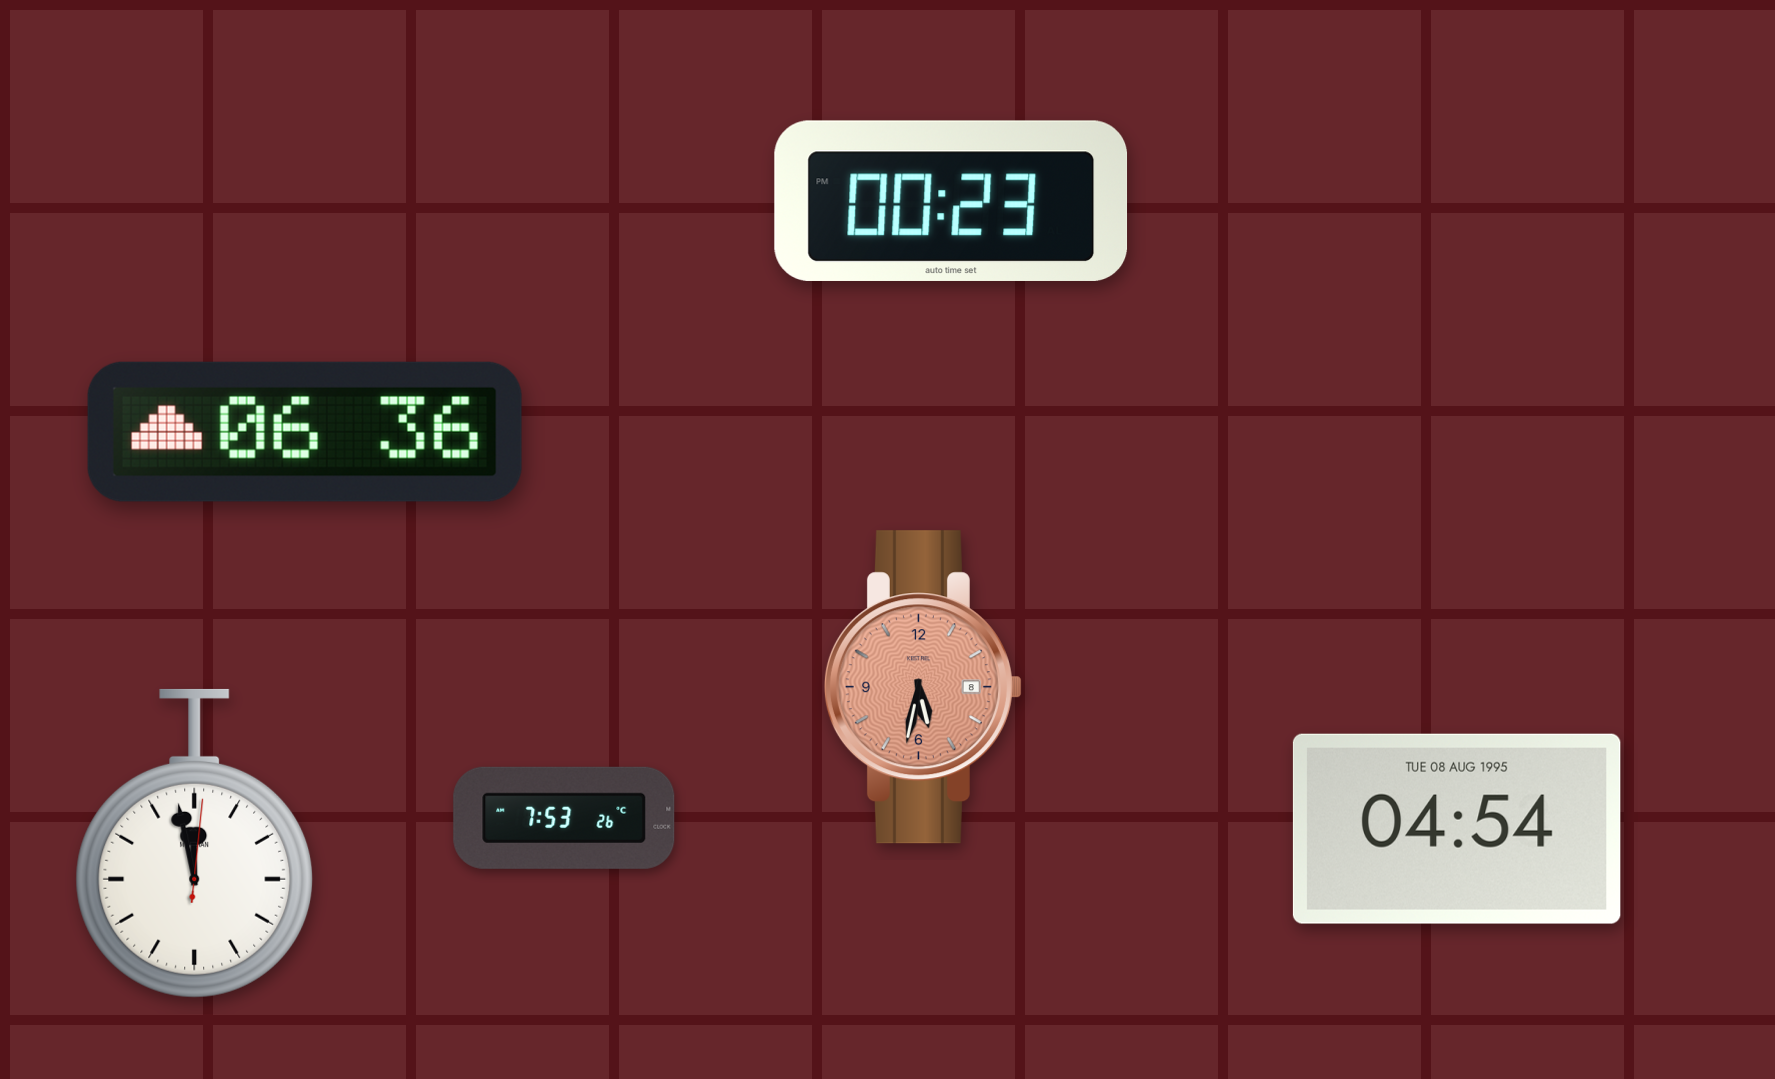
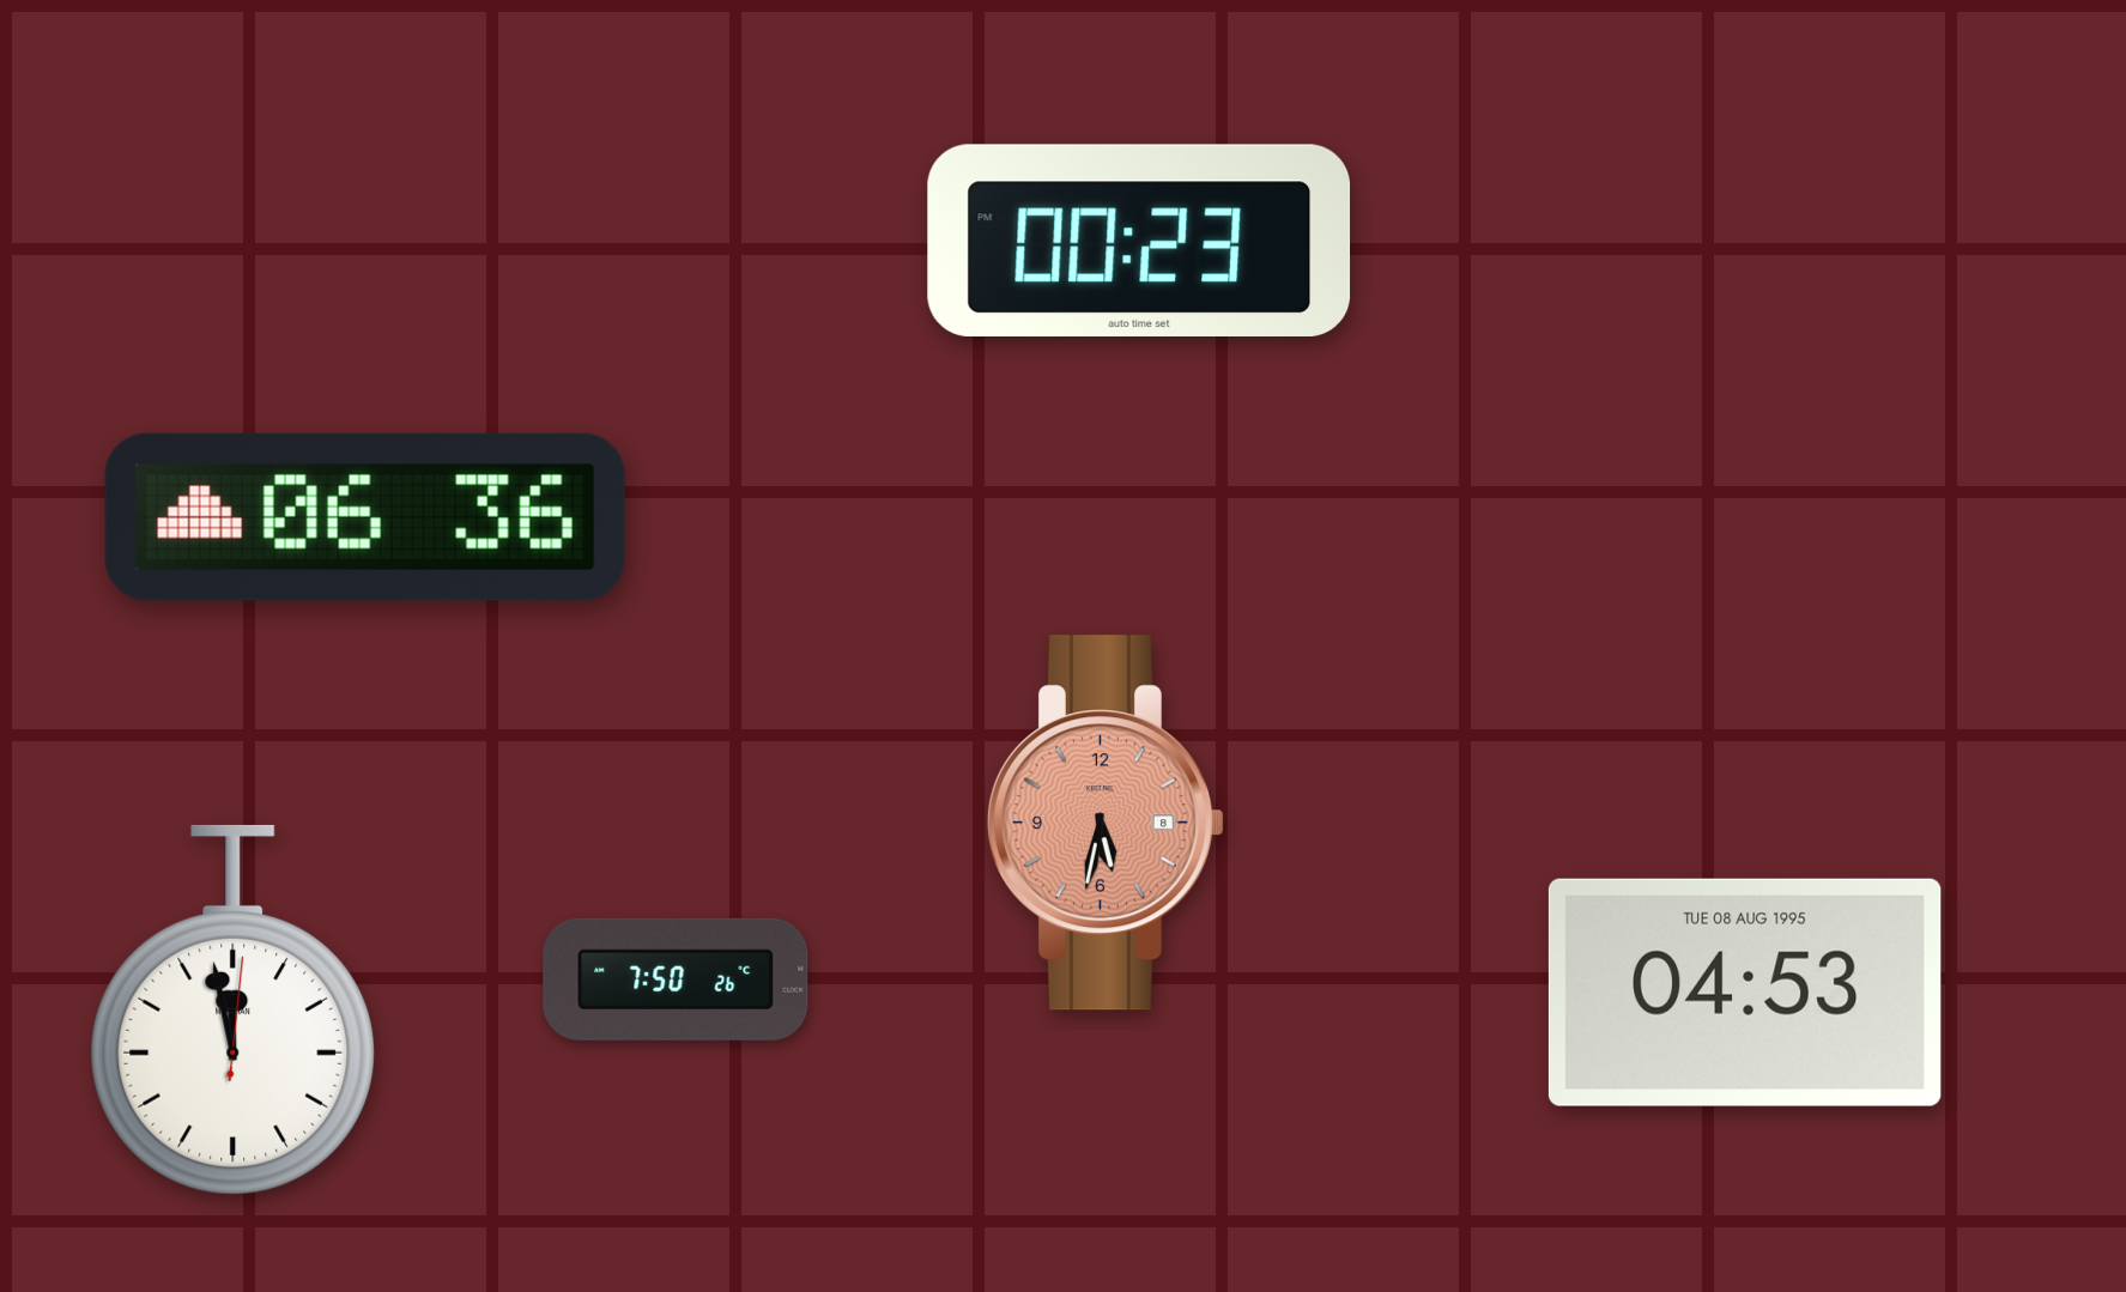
clock at (564, 818): 7:53 -> 7:50
clock at (1457, 829): 04:54 -> 04:53
